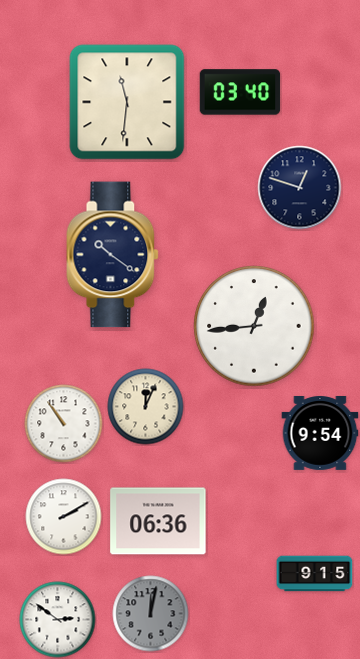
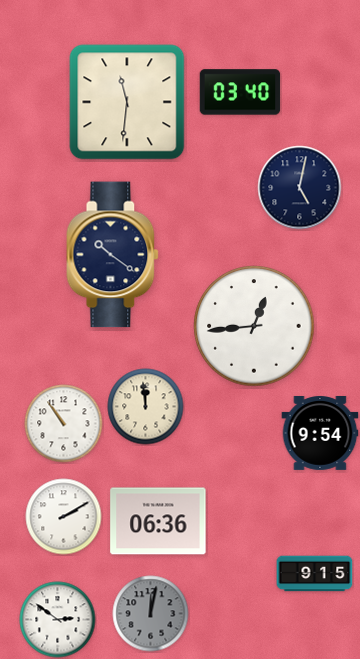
clock at (300, 188): 12:48 -> 5:02
clock at (146, 407): 12:04 -> 11:59
